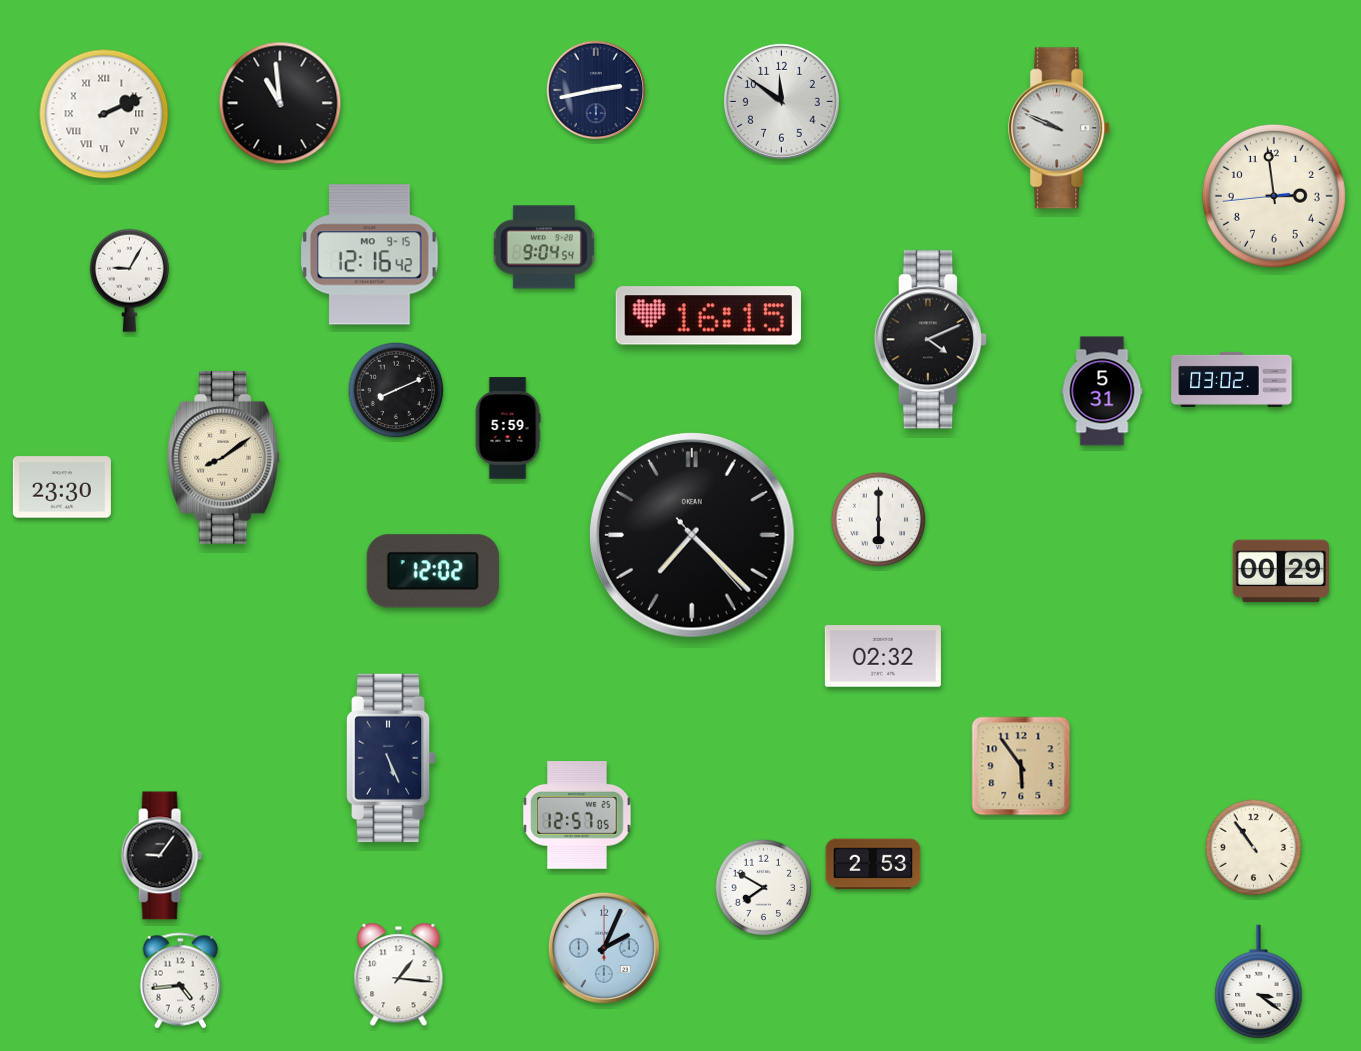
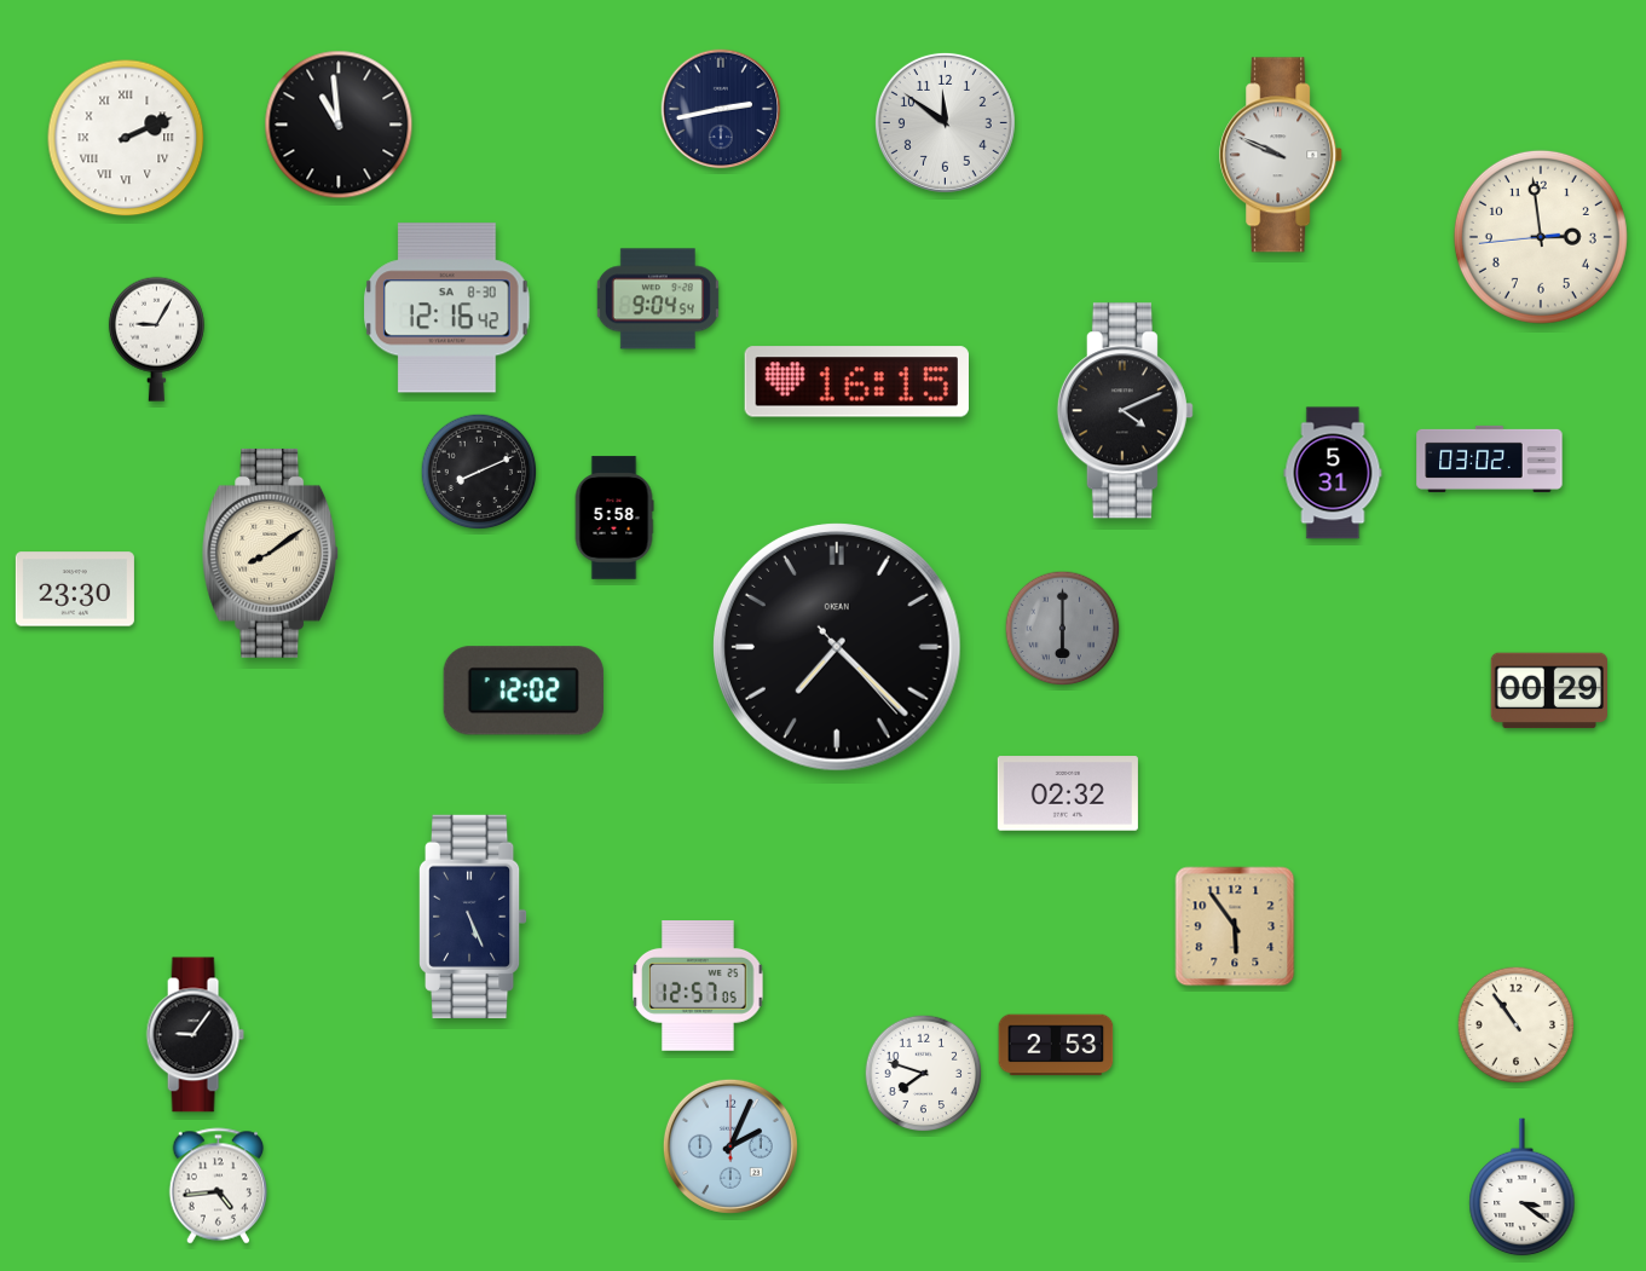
clock at (370, 255) date: MO 9-15 -> SA 8-30
clock at (508, 428): 5:59 -> 5:58
clock at (879, 520) dial: white -> grey
clock at (764, 888): 7:50 -> 7:48
clock at (399, 975): 1:16 -> none
